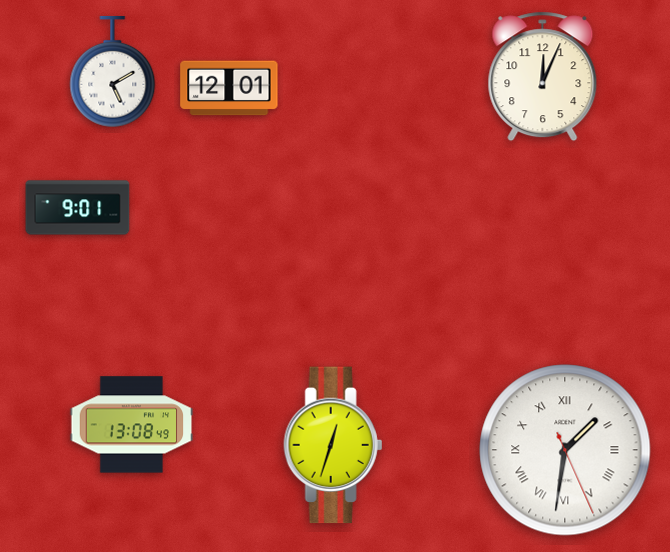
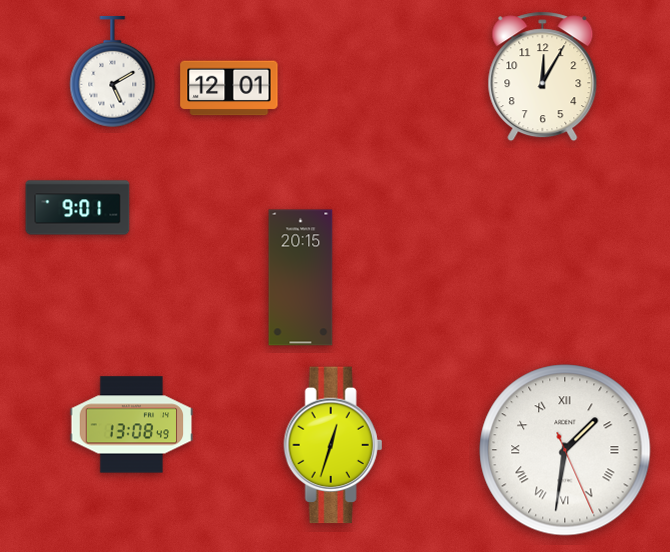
clock at (543, 77): 12:04 -> 12:05
clock at (301, 278): none -> 20:15
